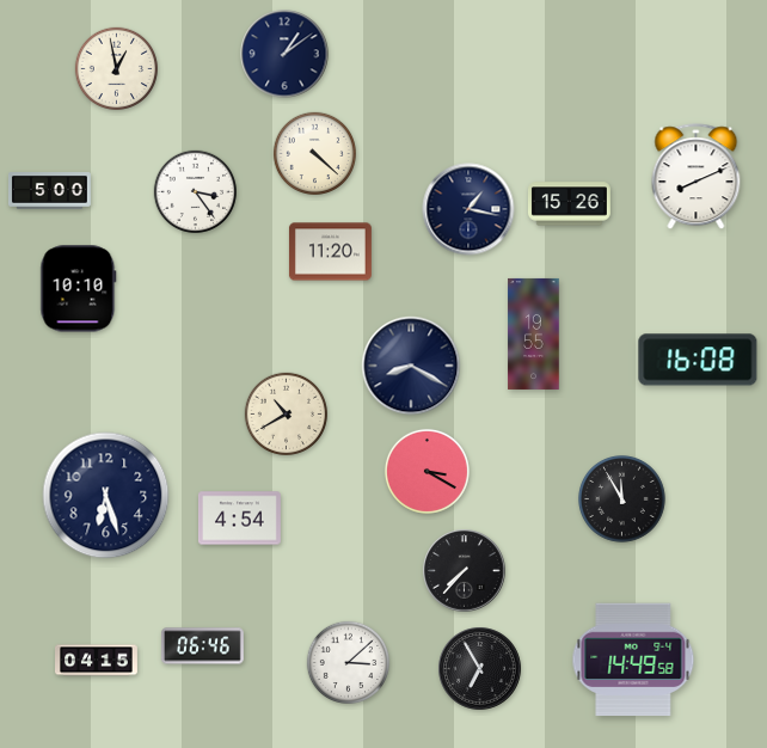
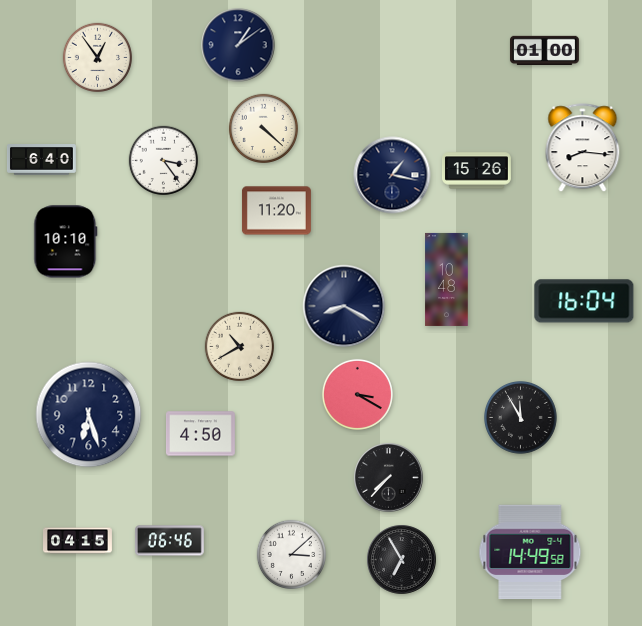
clock at (544, 50): none -> 01:00
clock at (117, 69): 12:58 -> 12:54
clock at (697, 177): 8:11 -> 8:16
clock at (50, 191): 5:00 -> 6:40
clock at (534, 333): 19:55 -> 10:48
clock at (698, 360): 16:08 -> 16:04
clock at (239, 519): 4:54 -> 4:50
clock at (97, 661) position: (97, 661) -> (78, 541)
